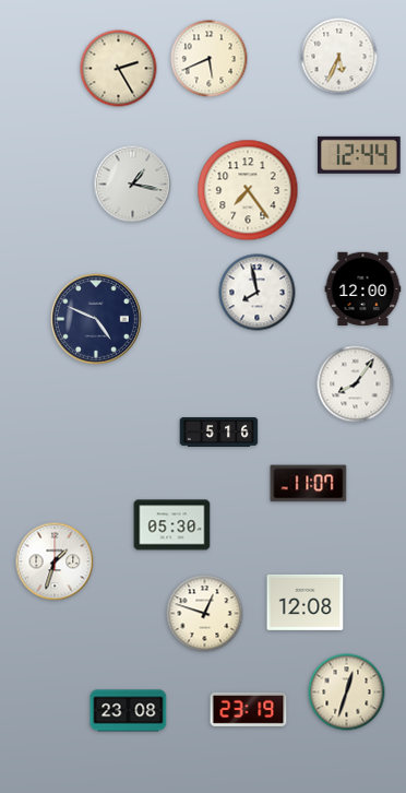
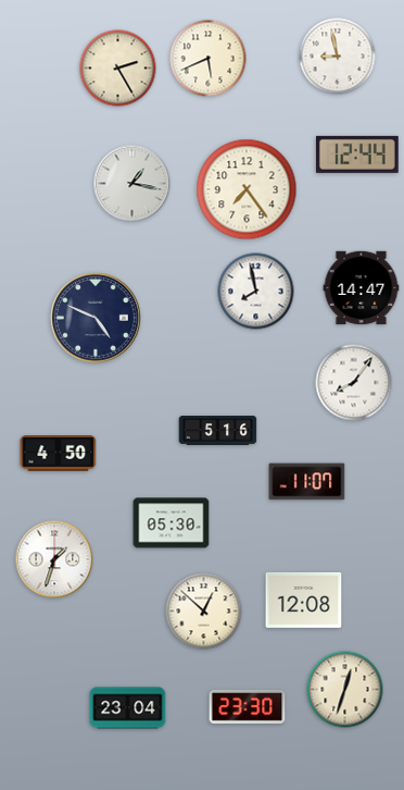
clock at (339, 57): 5:34 -> 8:58
clock at (363, 289): 12:00 -> 14:47
clock at (59, 454): none -> 4:50
clock at (205, 614): 12:48 -> 12:52
clock at (249, 709): 23:19 -> 23:30
clock at (129, 711): 23:08 -> 23:04
